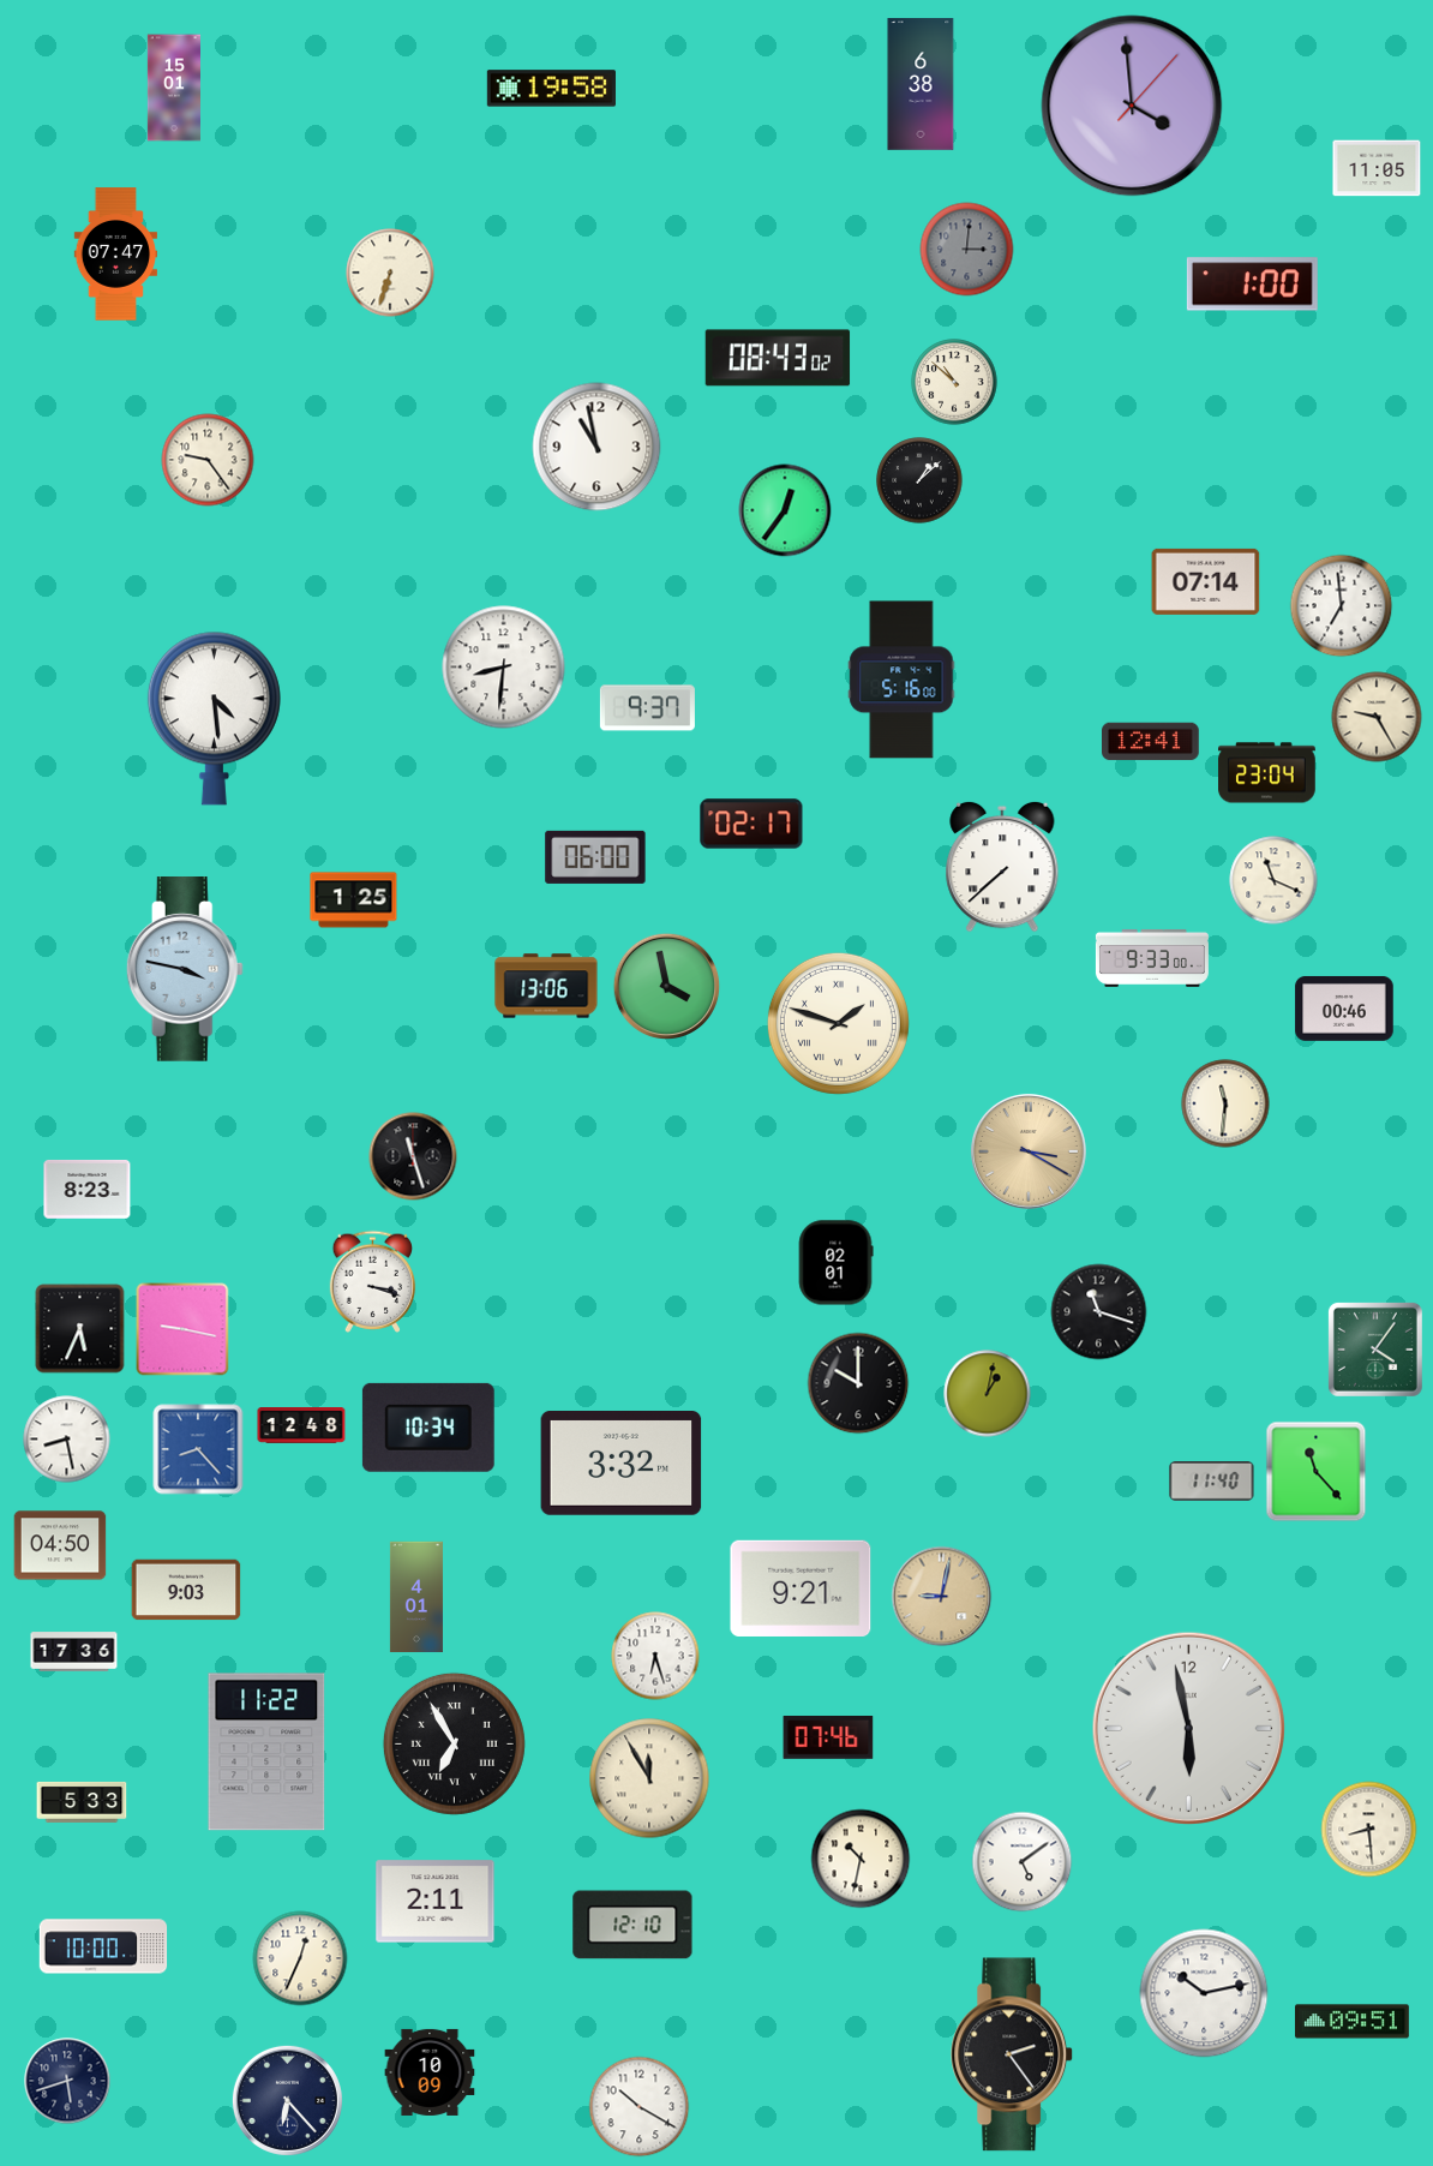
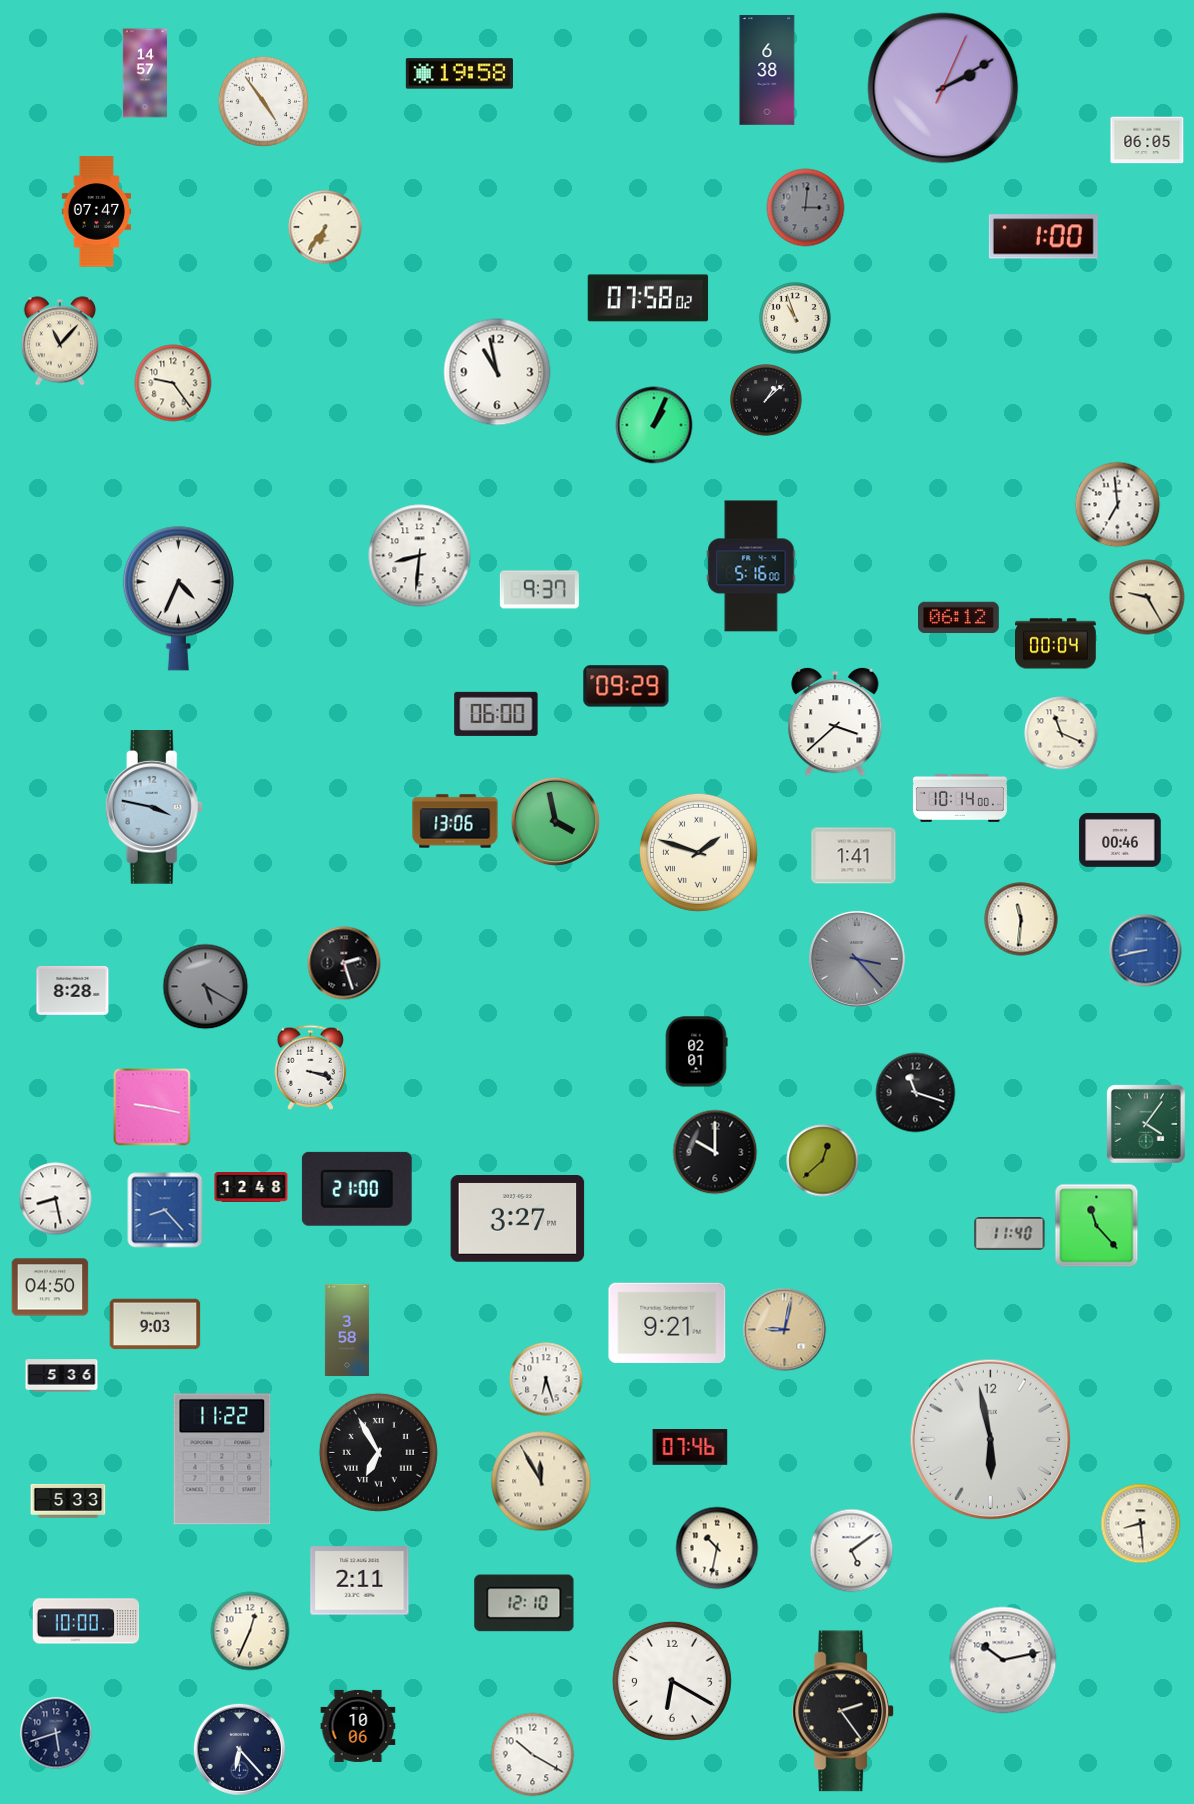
clock at (173, 88): 15:01 -> 14:57
clock at (1132, 106): 3:59 -> 2:10
clock at (263, 101): none -> 4:54
clock at (1377, 168): 11:05 -> 06:05
clock at (390, 273): 6:33 -> 6:36
clock at (778, 358): 08:43 -> 07:58
clock at (954, 382): 10:52 -> 10:57
clock at (60, 341): none -> 11:07
clock at (785, 510): 12:36 -> 1:04
clock at (1206, 581): 07:14 -> none
clock at (214, 718): 4:29 -> 4:34
clock at (1151, 742): 12:41 -> 06:12
clock at (1267, 773): 23:04 -> 00:04
clock at (751, 824): 02:17 -> 09:29
clock at (1002, 867): 7:38 -> 3:38
clock at (354, 900): 1:25 -> none
clock at (1152, 958): 9:33 -> 10:14
clock at (854, 856): none -> 1:41
clock at (1146, 951): none -> 8:43
clock at (1029, 1151): 3:20 -> 3:23
clock at (1029, 1151) dial: champagne -> grey
clock at (413, 1156): 11:27 -> 2:27
clock at (206, 987): none -> 5:20
clock at (88, 1189): 8:23 -> 8:28
clock at (80, 1329): 5:34 -> none
clock at (988, 1394): 1:02 -> 12:38
clock at (428, 1428): 10:34 -> 21:00
clock at (198, 1449) position: (198, 1449) -> (165, 1210)
clock at (622, 1464): 3:32 -> 3:27
clock at (416, 1597): 4:01 -> 3:58
clock at (74, 1652): 17:36 -> 5:36
clock at (436, 1902) position: (436, 1902) -> (360, 1581)
clock at (632, 1925) position: (632, 1925) -> (524, 1603)
clock at (672, 1681): none -> 6:20
clock at (1353, 2022): 09:51 -> none
clock at (430, 2072): 10:09 -> 10:06
